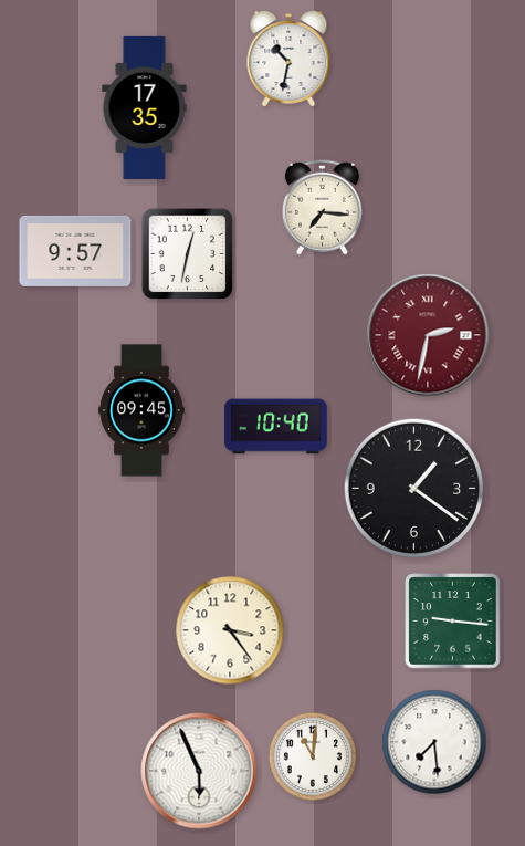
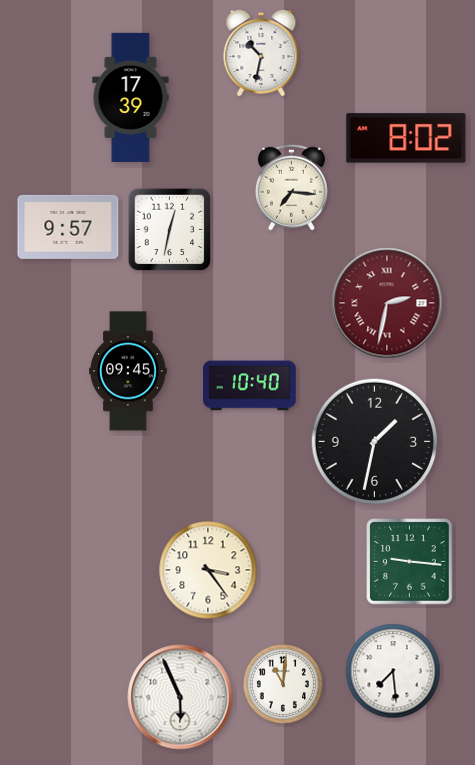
clock at (145, 107): 17:35 -> 17:39
clock at (406, 138): none -> 8:02
clock at (413, 488): 1:21 -> 1:32
